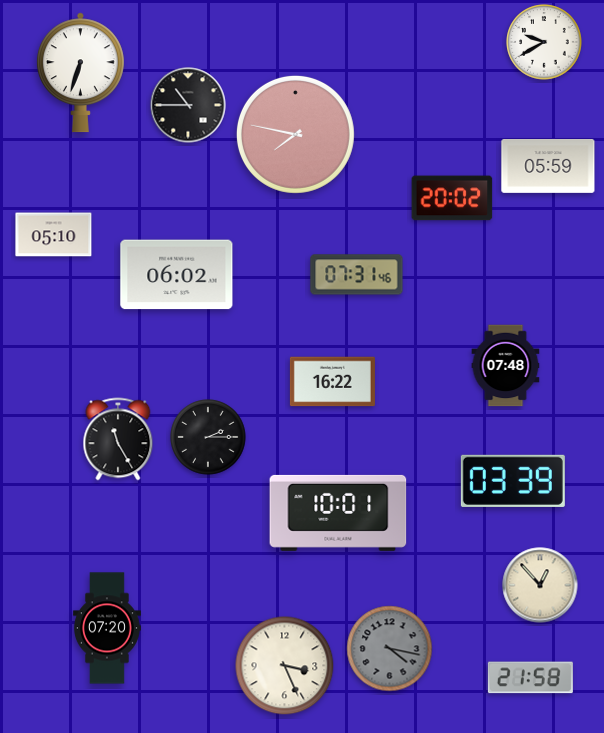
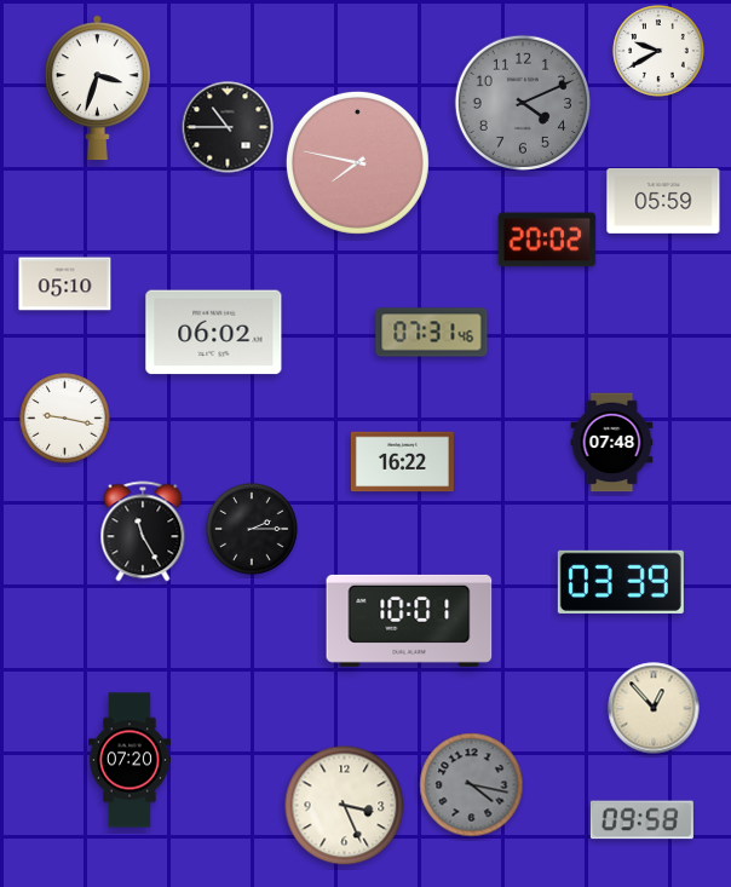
clock at (80, 73): 6:33 -> 3:33
clock at (523, 103): none -> 4:11
clock at (65, 419): none -> 9:17
clock at (530, 678): 21:58 -> 09:58
